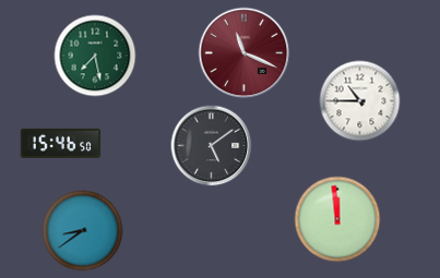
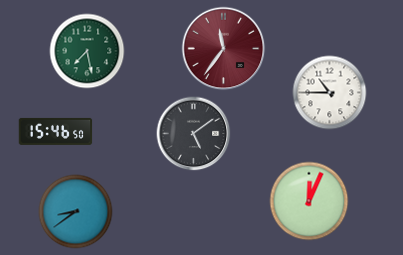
clock at (245, 53): 11:19 -> 11:36
clock at (337, 219): 11:59 -> 12:04
